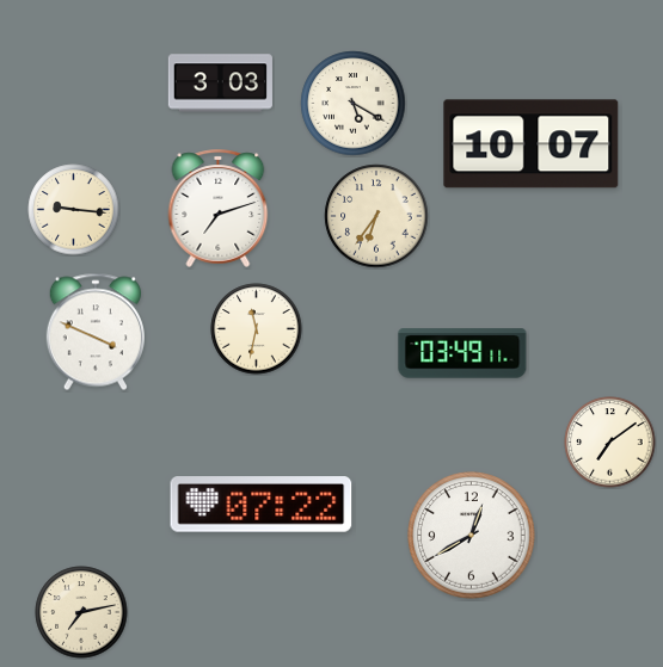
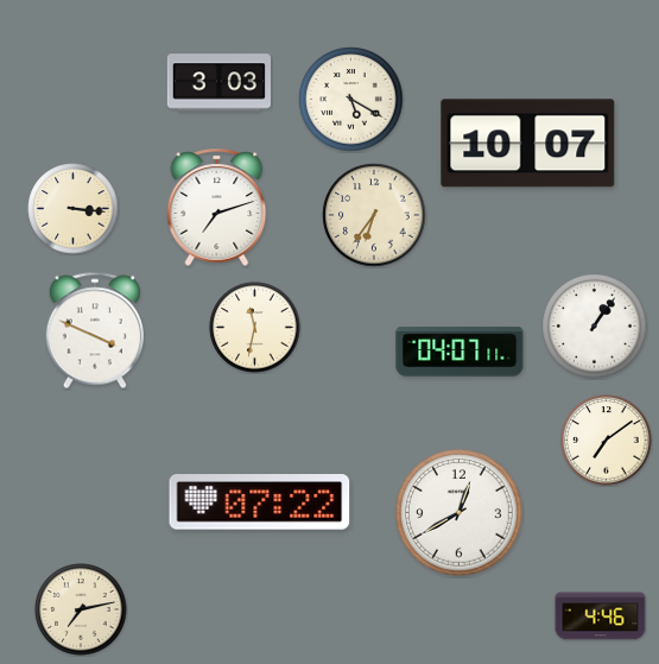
clock at (354, 104) position: (354, 104) -> (351, 100)
clock at (74, 210): 9:16 -> 3:16
clock at (595, 327): none -> 1:06
clock at (462, 353): 03:49 -> 04:07
clock at (472, 536) position: (472, 536) -> (460, 513)
clock at (601, 616): none -> 4:46
